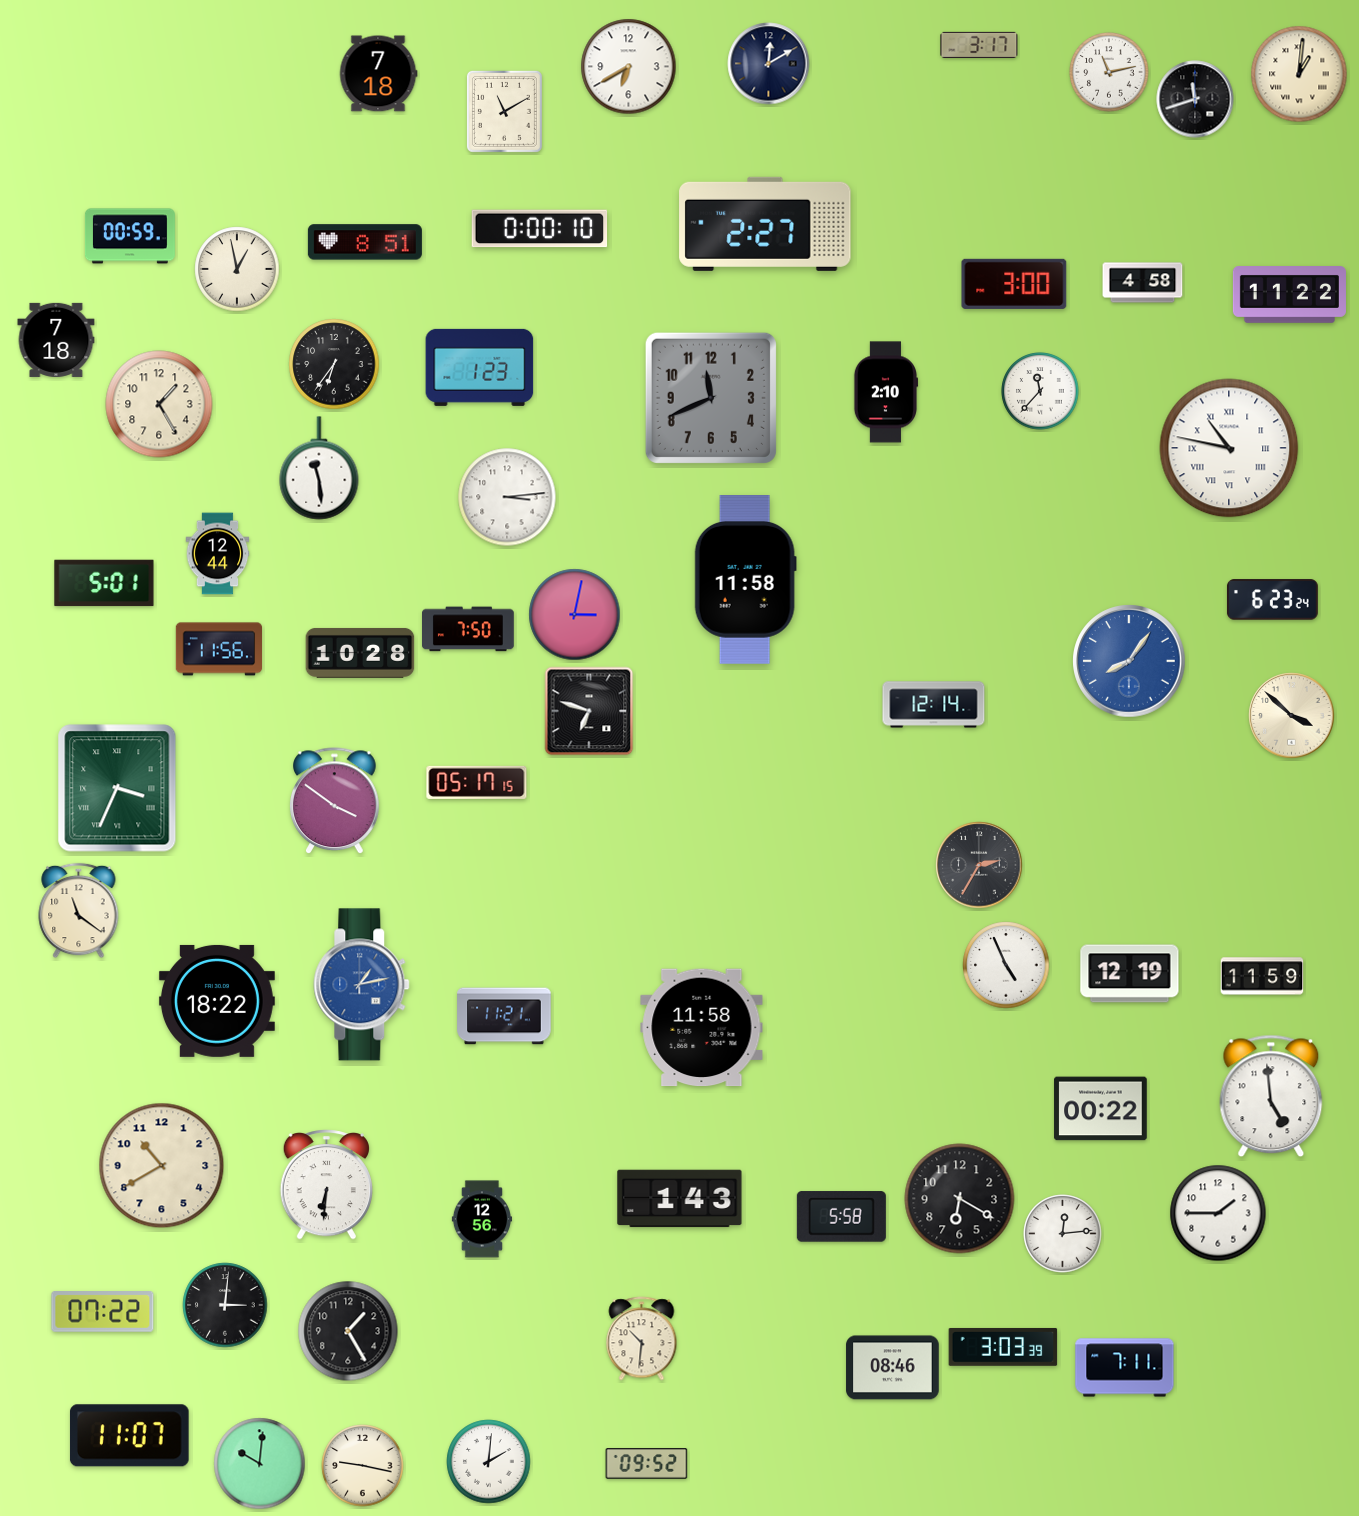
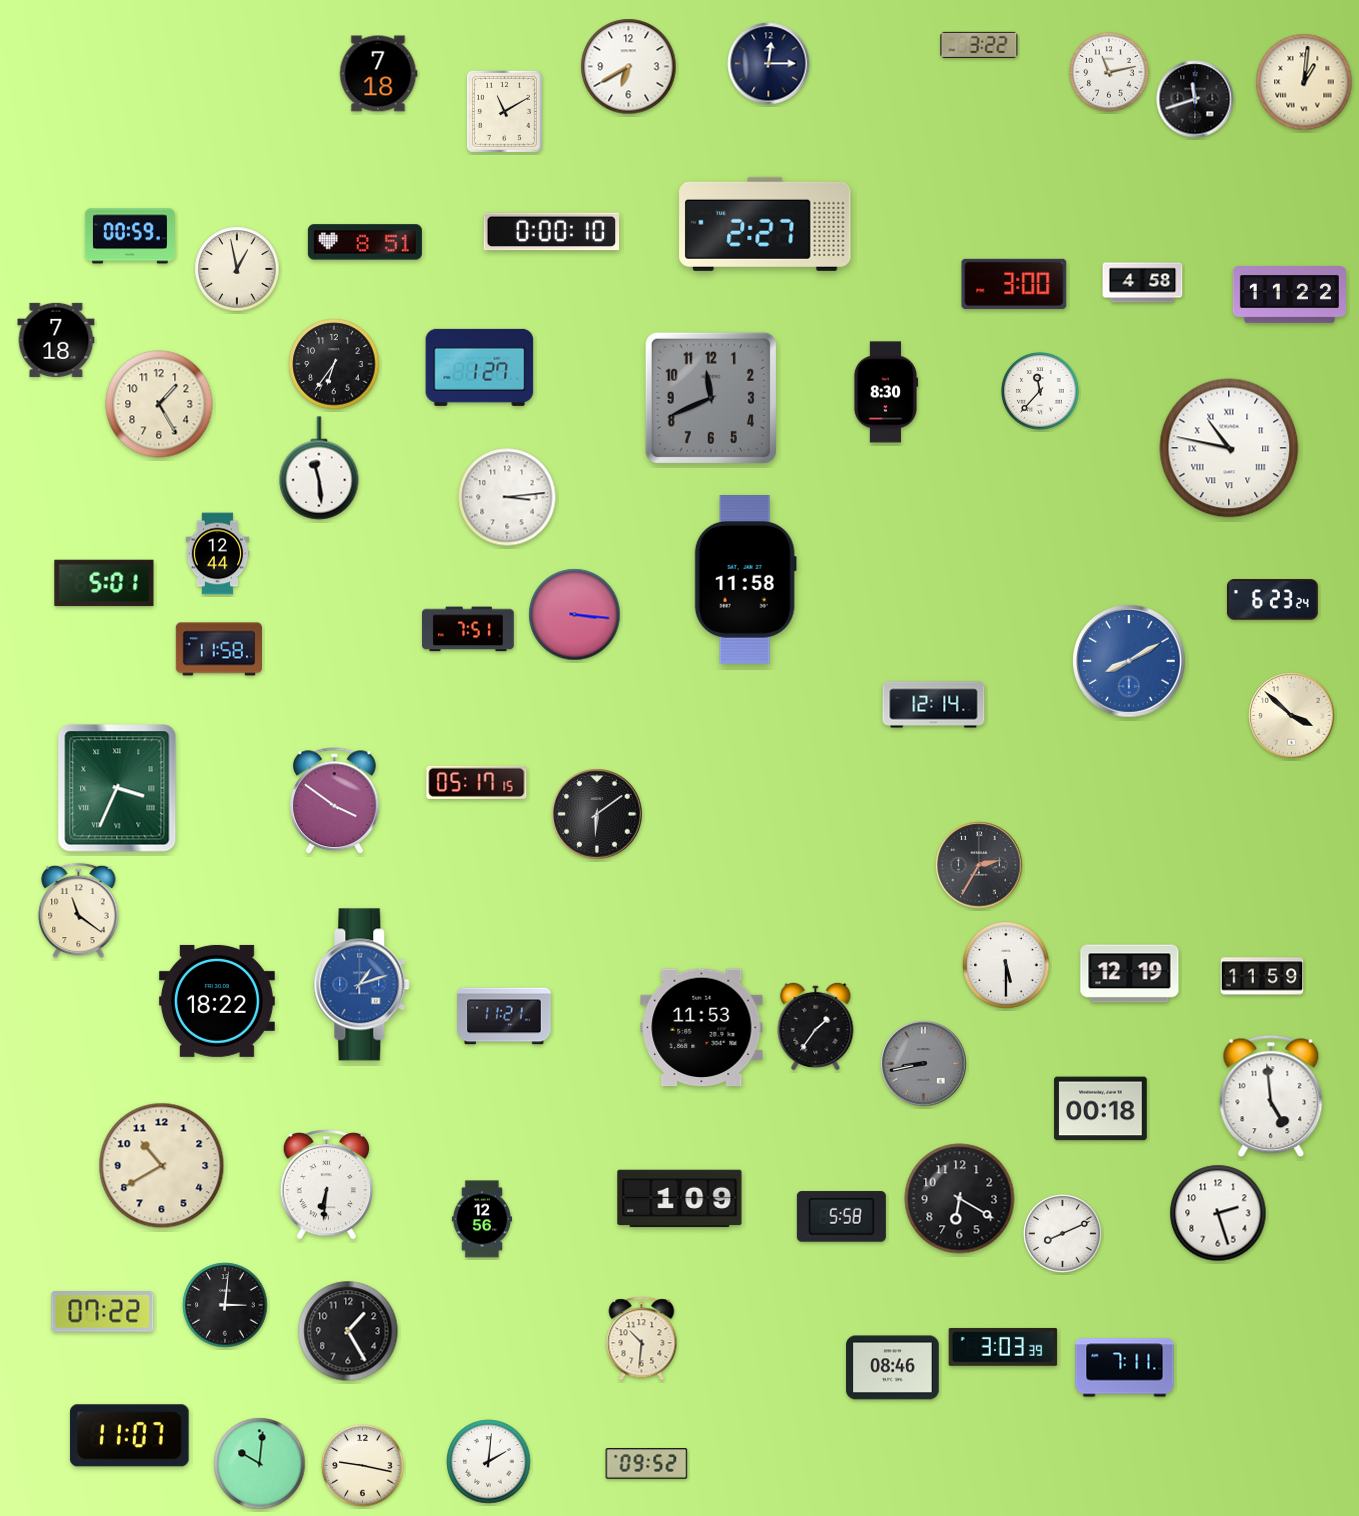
clock at (979, 45): 3:17 -> 3:22
clock at (769, 64): 12:10 -> 12:15
clock at (1299, 74) position: (1299, 74) -> (1304, 82)
clock at (540, 229) position: (540, 229) -> (552, 232)
clock at (480, 367): 1:23 -> 1:27
clock at (886, 392): 2:10 -> 8:30
clock at (575, 615): 3:02 -> 3:16
clock at (469, 629): 7:50 -> 7:51
clock at (218, 649): 11:56 -> 11:58
clock at (360, 653): 10:28 -> none
clock at (1129, 661): 8:06 -> 8:10
clock at (589, 711): 6:48 -> none
clock at (597, 814): none -> 6:09
clock at (1006, 965): 4:56 -> 5:30
clock at (362, 985): 1:13 -> 1:12
clock at (816, 1026): none -> 1:36
clock at (702, 1028): 11:58 -> 11:53
clock at (924, 1064): none -> 8:43
clock at (1101, 1109): 00:22 -> 00:18
clock at (680, 1199): 1:43 -> 1:09
clock at (1218, 1213): 1:45 -> 2:27
clock at (1063, 1234): 12:14 -> 8:11
